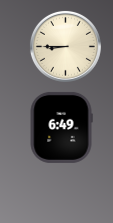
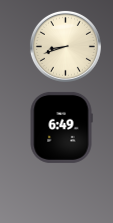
clock at (65, 46): 8:45 -> 8:42
